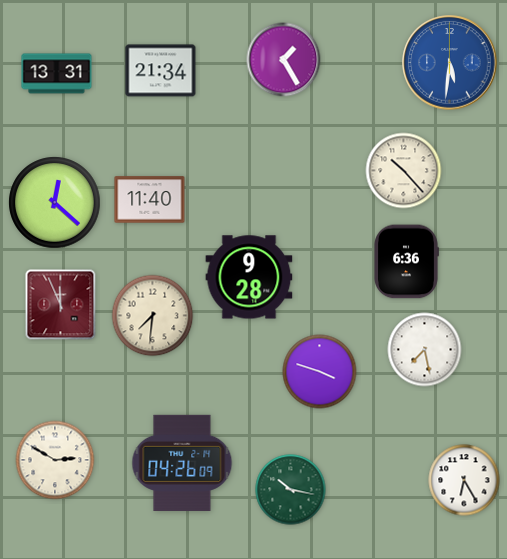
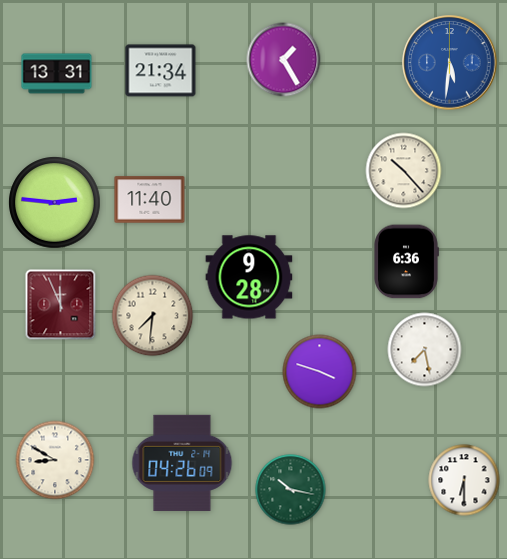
clock at (55, 203): 12:22 -> 2:46
clock at (55, 460): 2:50 -> 8:50
clock at (464, 480): 6:25 -> 6:30
